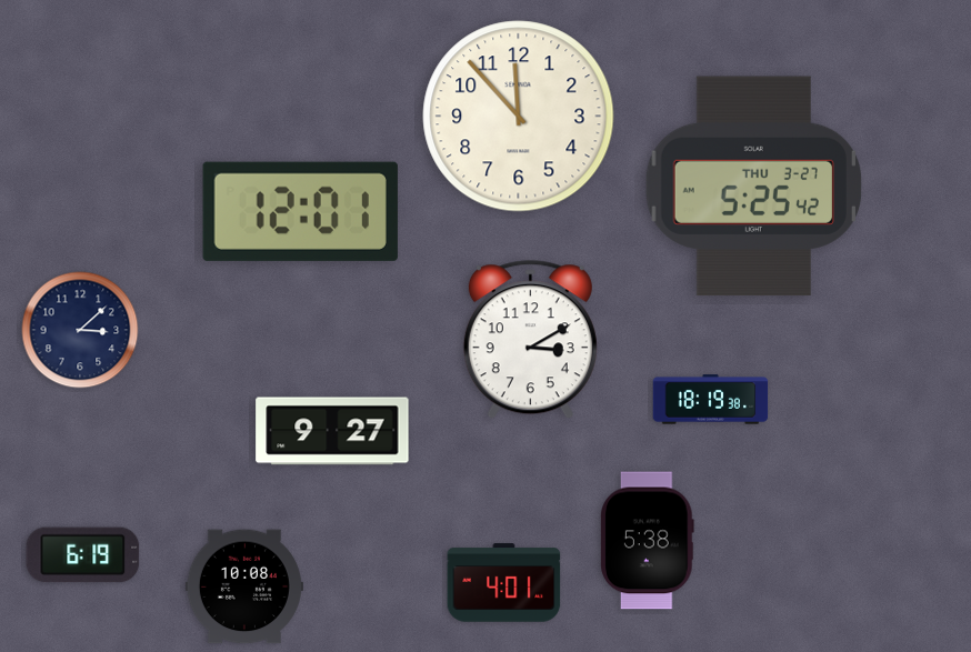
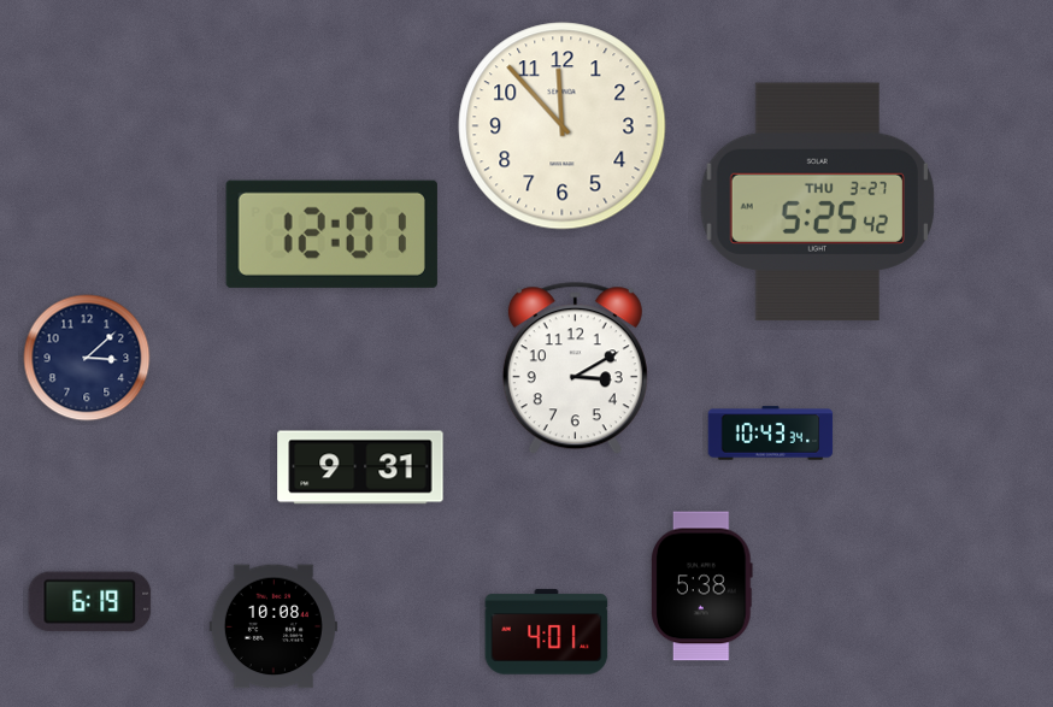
clock at (300, 211) position: (300, 211) -> (331, 234)
clock at (711, 400): 18:19 -> 10:43
clock at (332, 431): 9:27 -> 9:31
clock at (244, 586) position: (244, 586) -> (273, 626)
